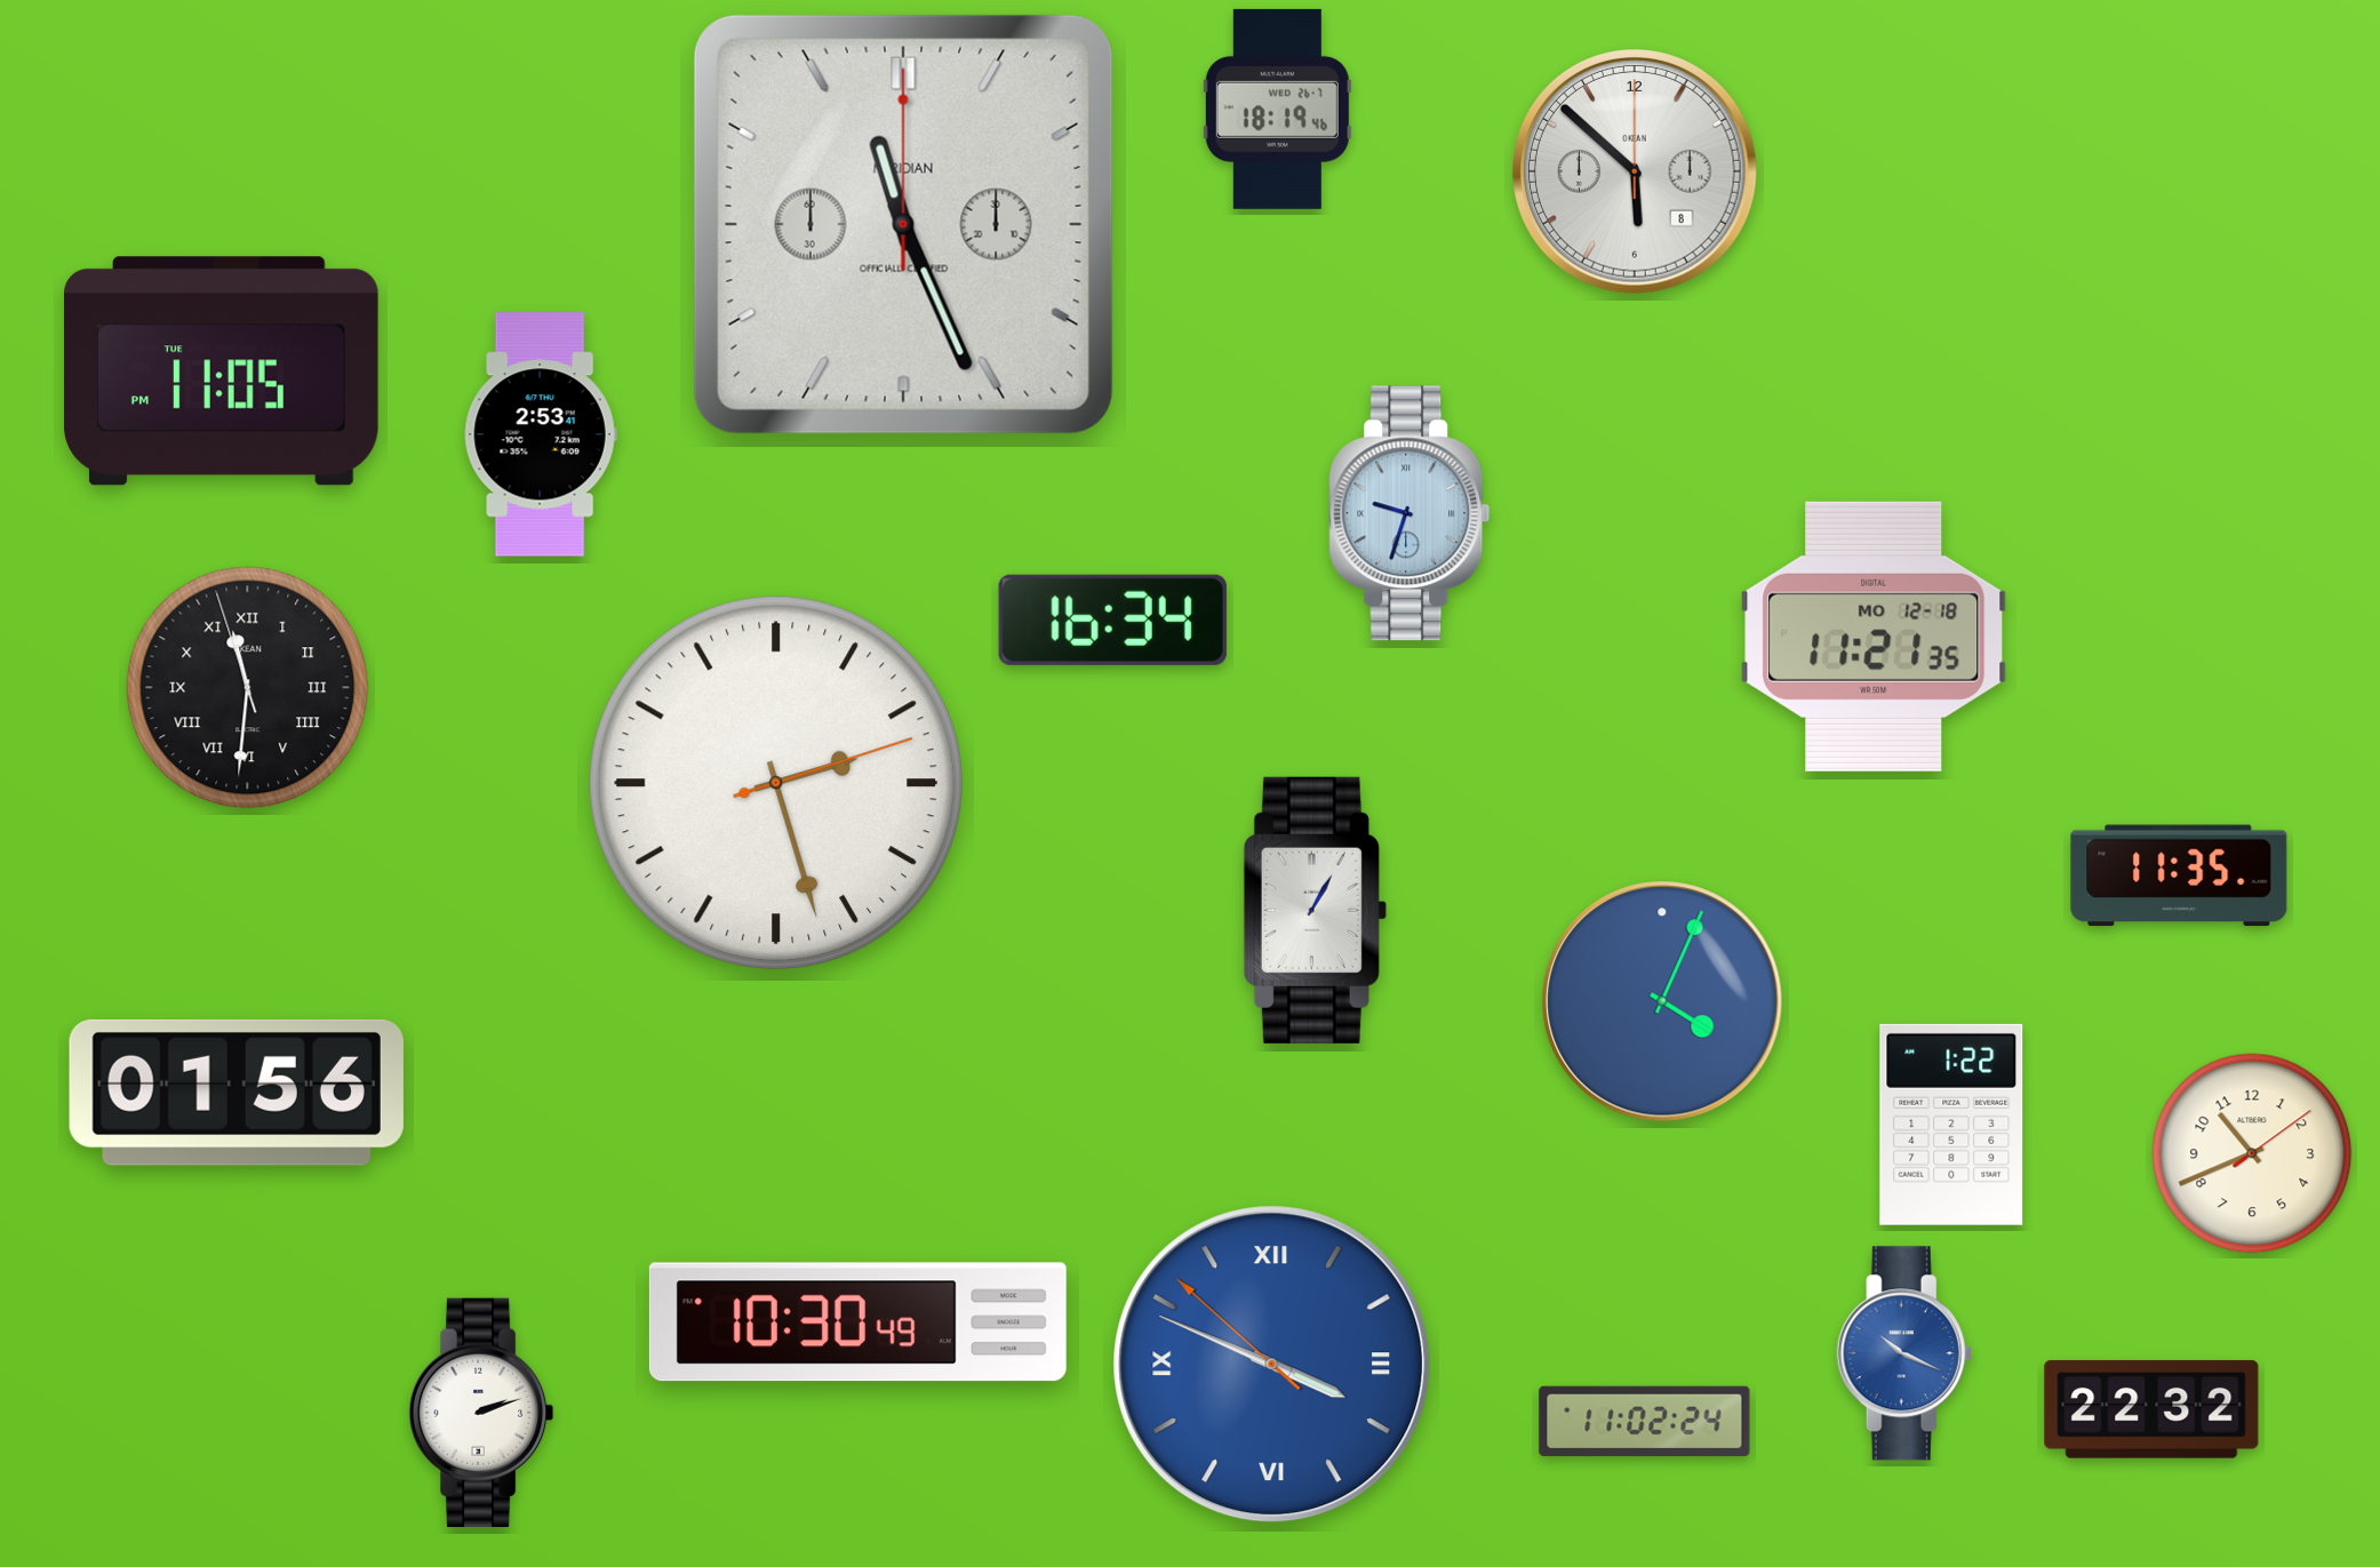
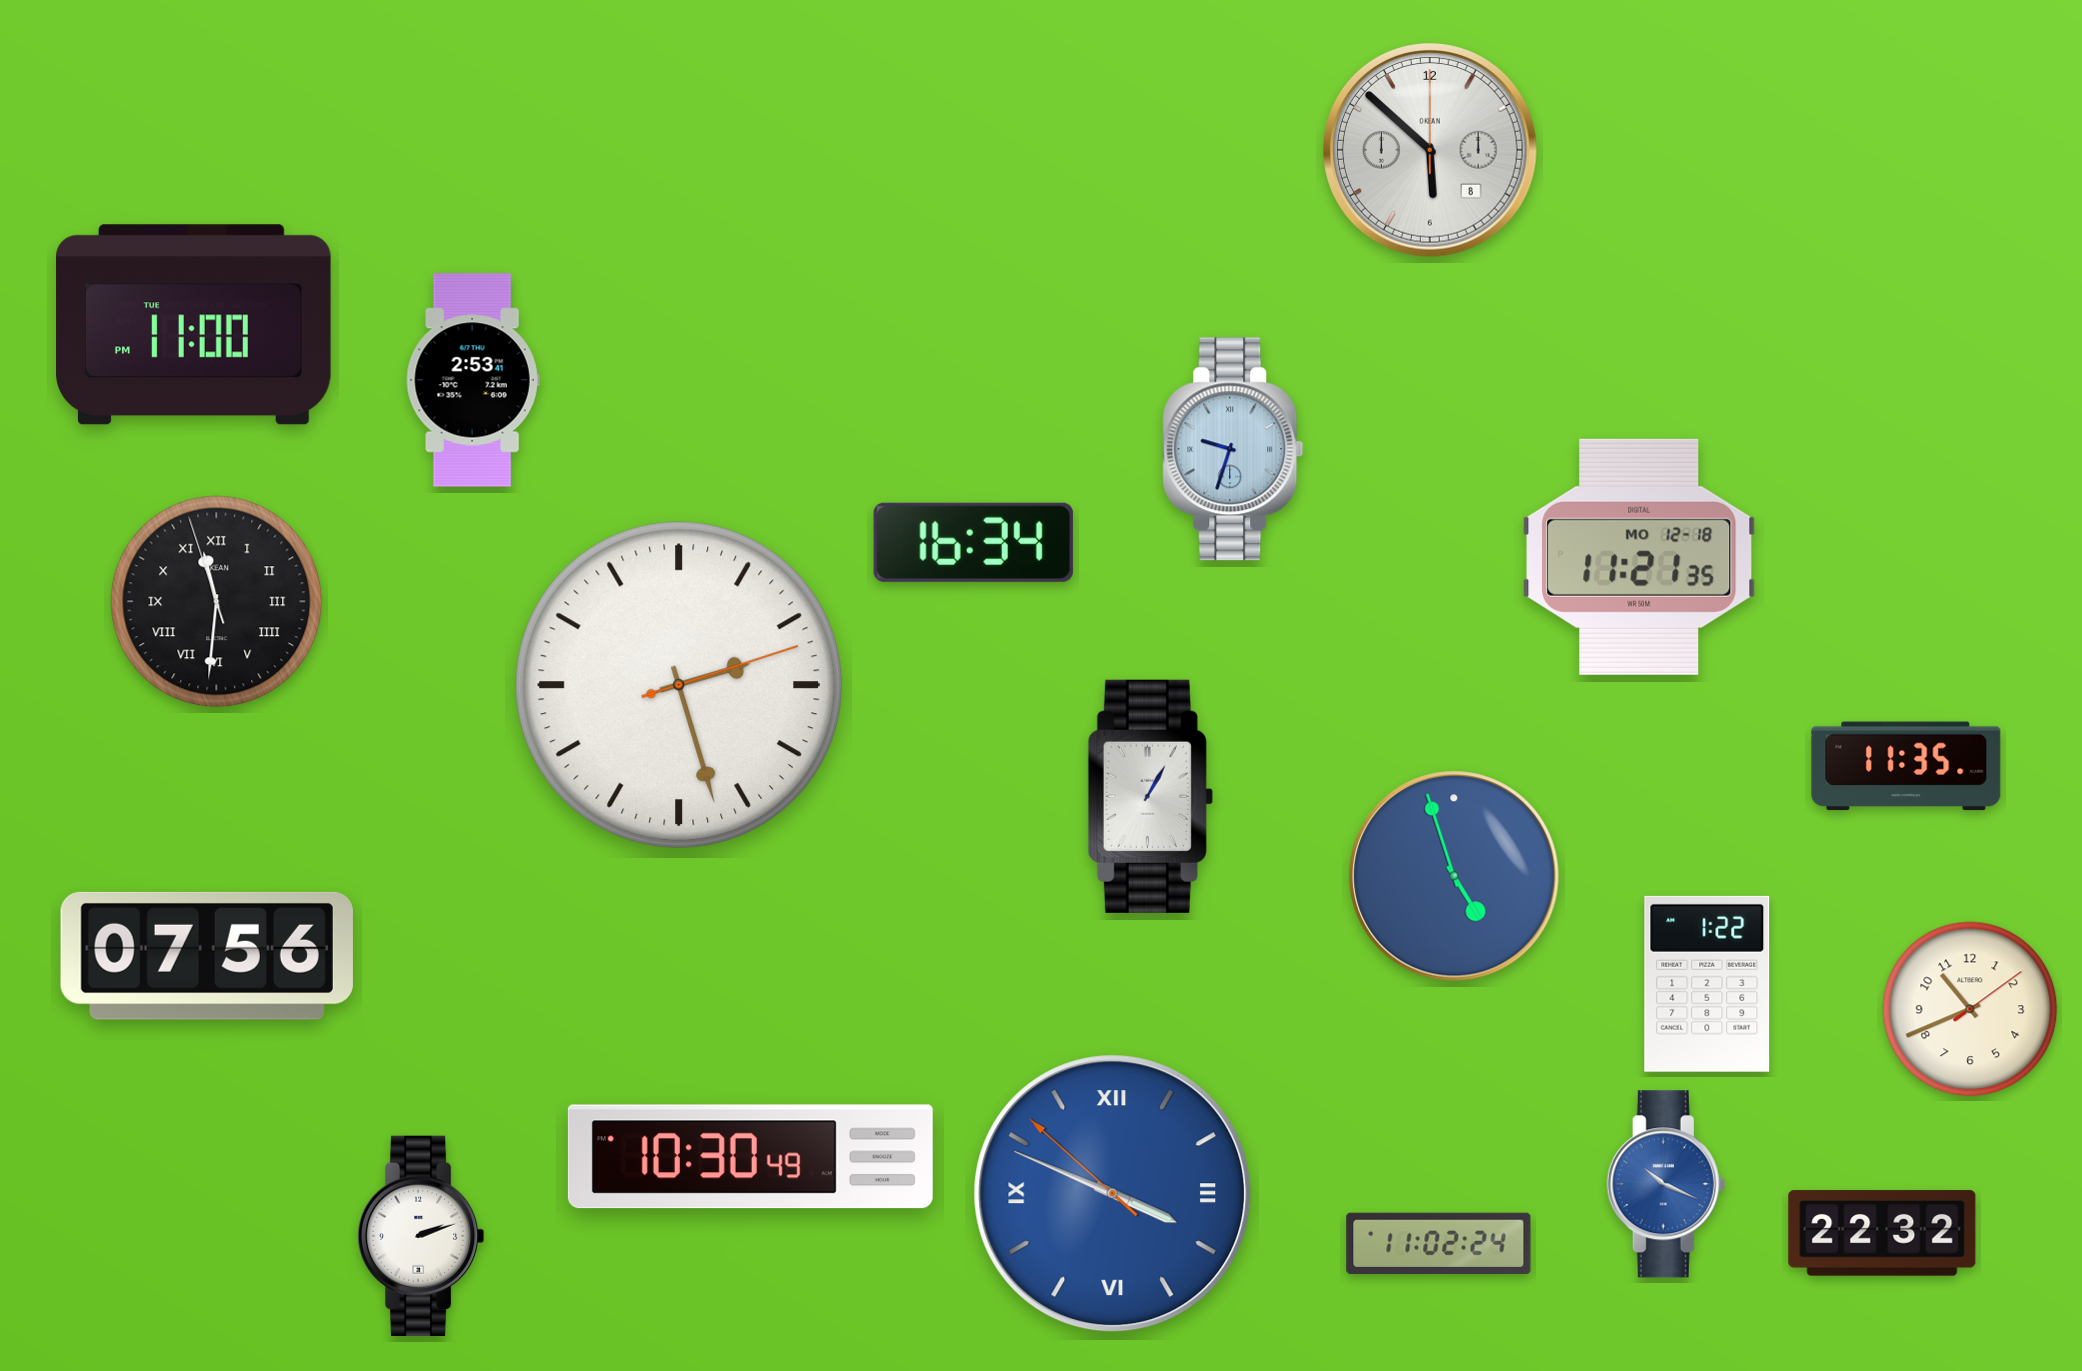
clock at (1277, 109): 18:19 -> none
clock at (903, 224): 11:26 -> none
clock at (222, 371): 11:05 -> 11:00
clock at (1662, 1001): 4:04 -> 4:57
clock at (237, 1093): 01:56 -> 07:56
